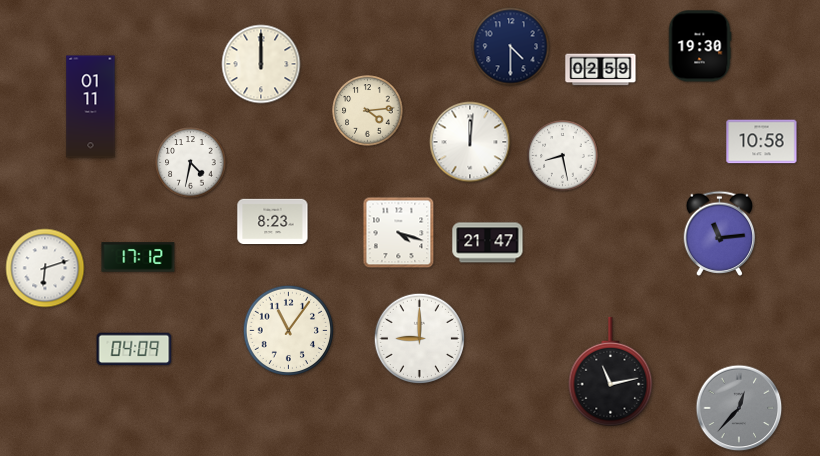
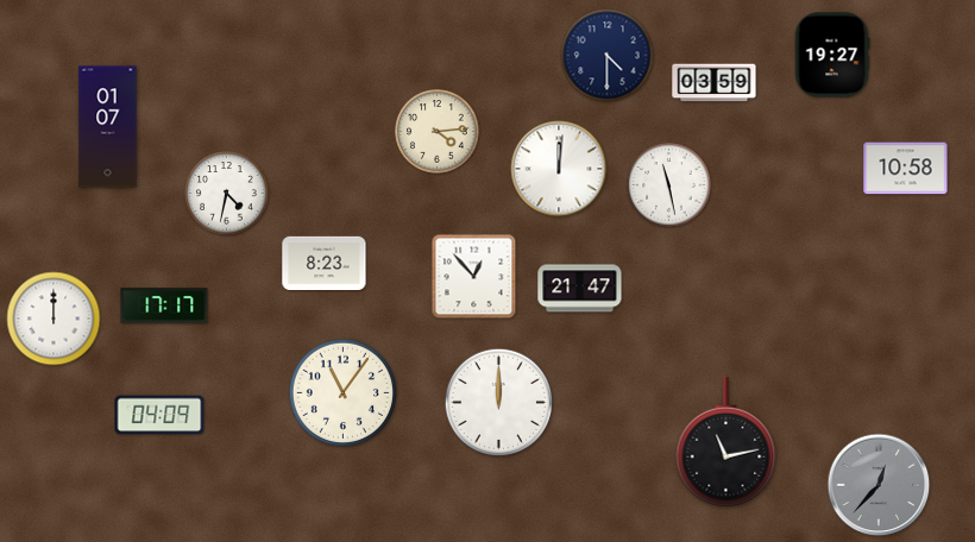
clock at (700, 46): 19:30 -> 19:27
clock at (261, 64): 12:00 -> none
clock at (601, 70): 02:59 -> 03:59
clock at (91, 107): 01:11 -> 01:07
clock at (563, 156): 8:28 -> 11:28
clock at (399, 233): 4:18 -> 12:53
clock at (720, 233): 11:14 -> none
clock at (138, 257): 17:12 -> 17:17
clock at (45, 268): 6:12 -> 12:00
clock at (419, 338): 9:00 -> 12:00
